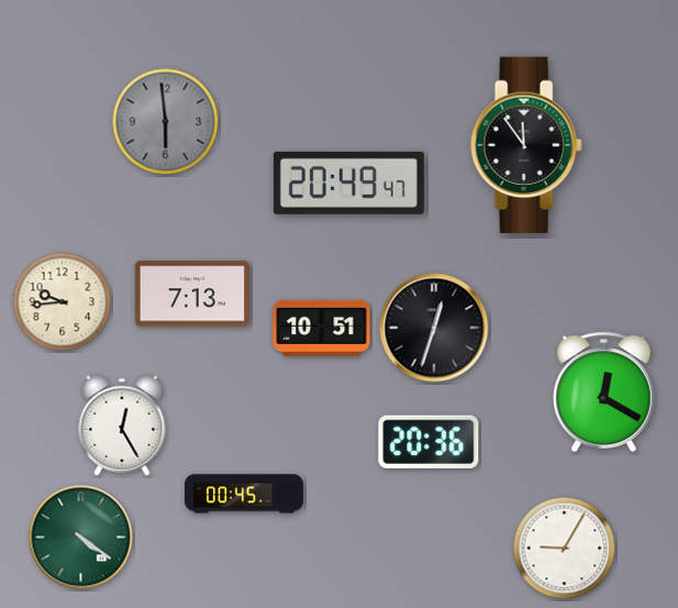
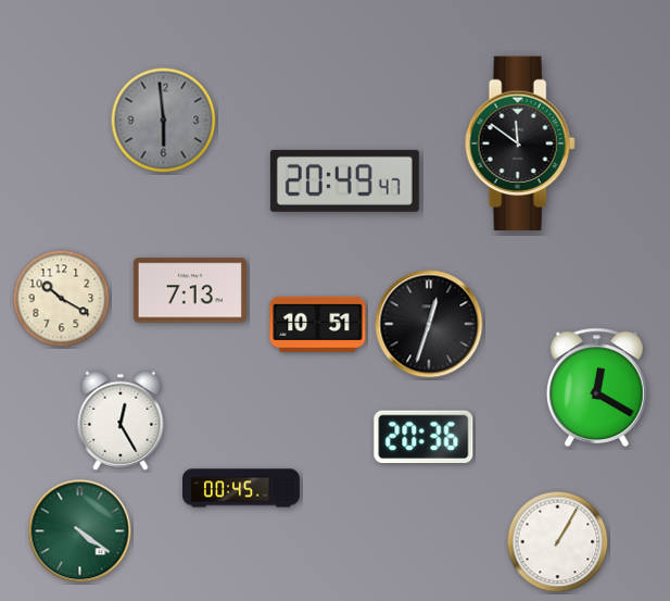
clock at (526, 145): 11:54 -> 11:51
clock at (63, 302): 9:44 -> 10:20
clock at (565, 549): 9:05 -> 1:05
